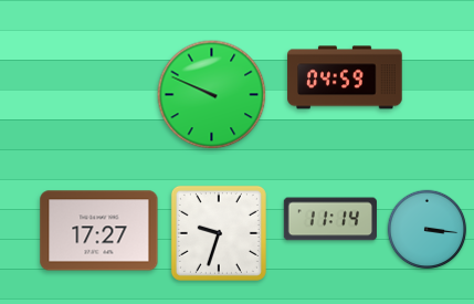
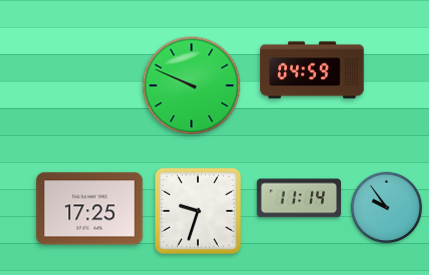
clock at (428, 230): 3:16 -> 9:54
clock at (99, 231): 17:27 -> 17:25
